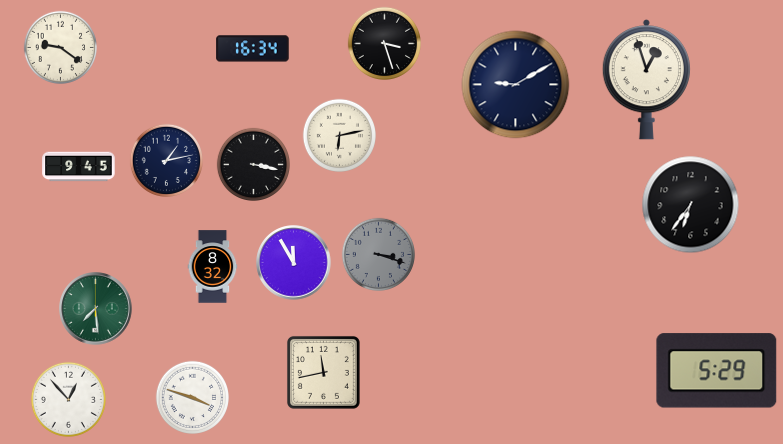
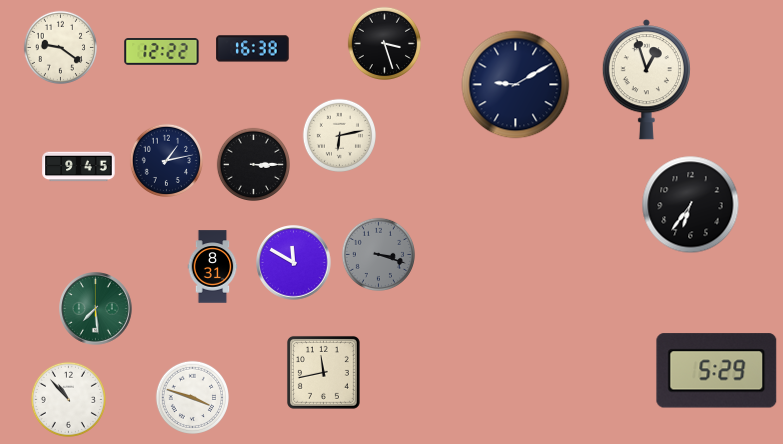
clock at (253, 49): 16:34 -> 16:38
clock at (162, 52): none -> 12:22
clock at (253, 164): 3:17 -> 3:15
clock at (294, 263): 11:55 -> 11:50
clock at (213, 267): 8:32 -> 8:31
clock at (68, 399): 12:53 -> 10:53
